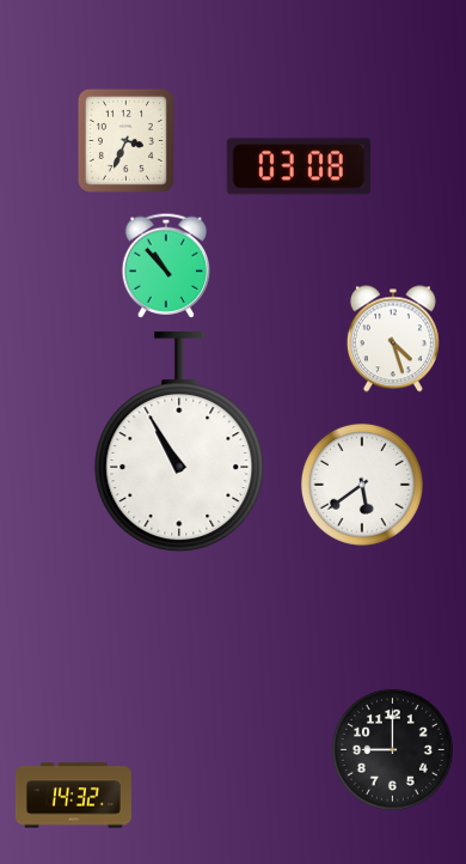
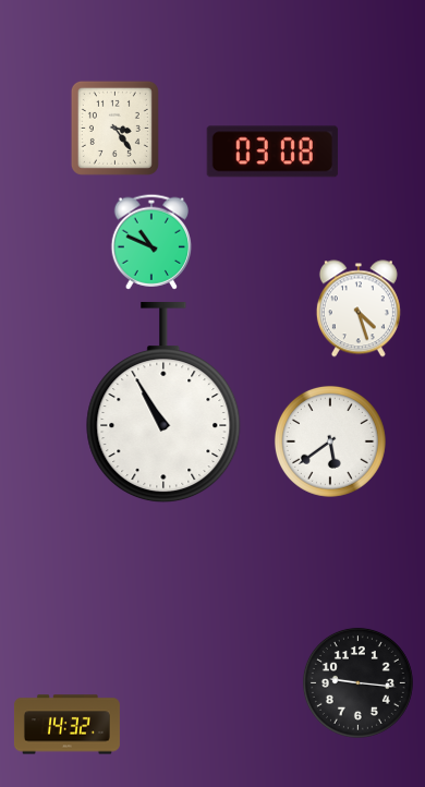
clock at (125, 140): 3:34 -> 3:24
clock at (166, 266): 10:53 -> 10:49
clock at (392, 749): 9:00 -> 9:16
